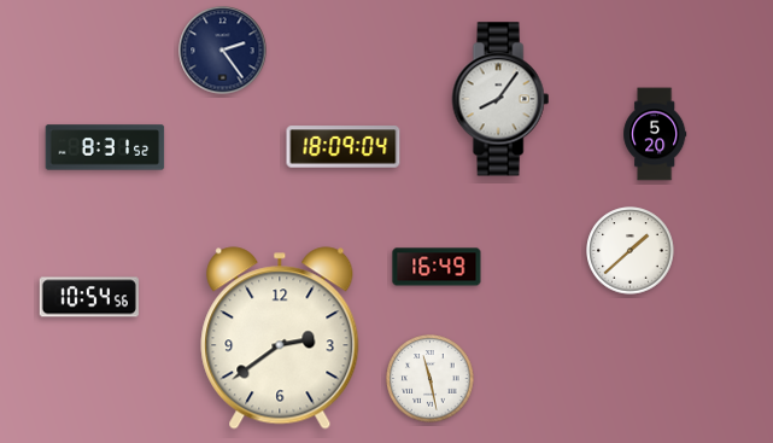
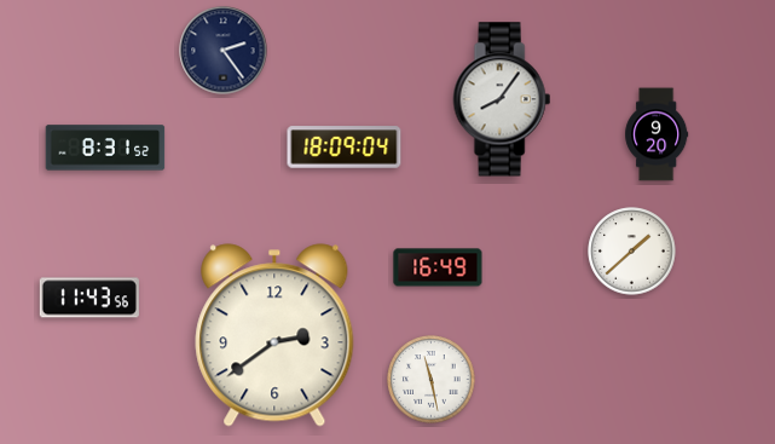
clock at (655, 134): 5:20 -> 9:20
clock at (89, 297): 10:54 -> 11:43
clock at (280, 338) position: (280, 338) -> (274, 335)
